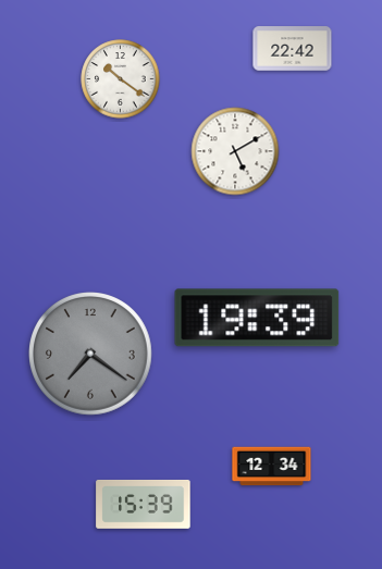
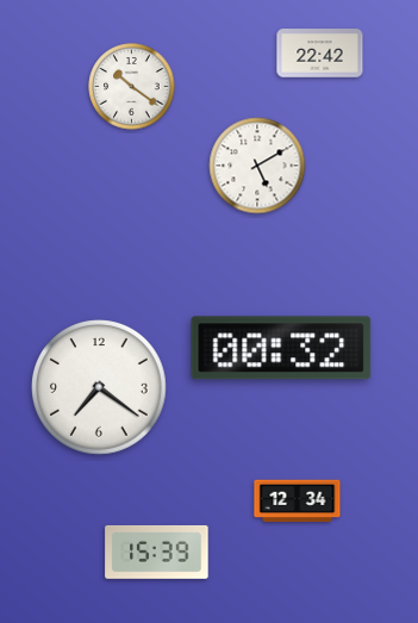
clock at (257, 318): 19:39 -> 00:32
clock at (91, 355) dial: grey -> white
clock at (272, 467) position: (272, 467) -> (298, 501)
